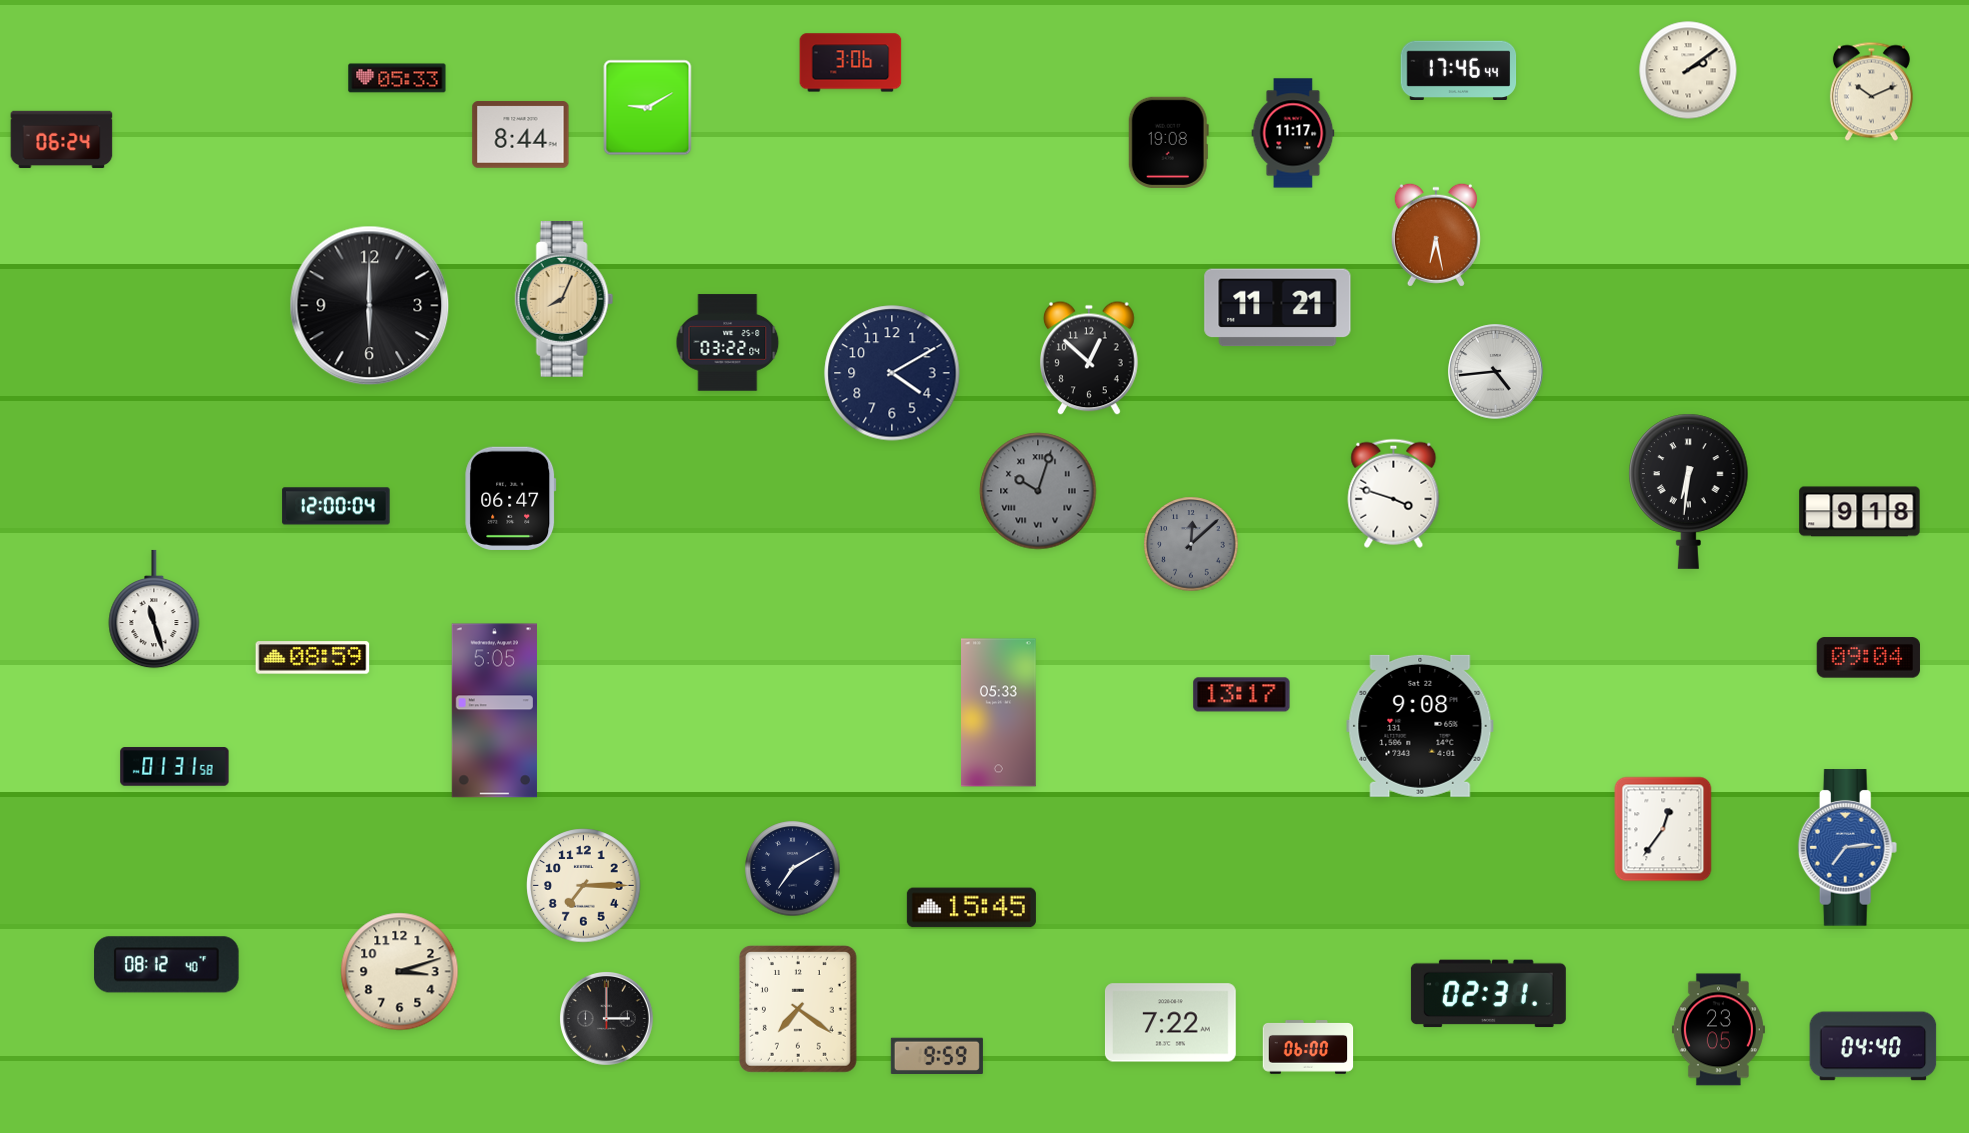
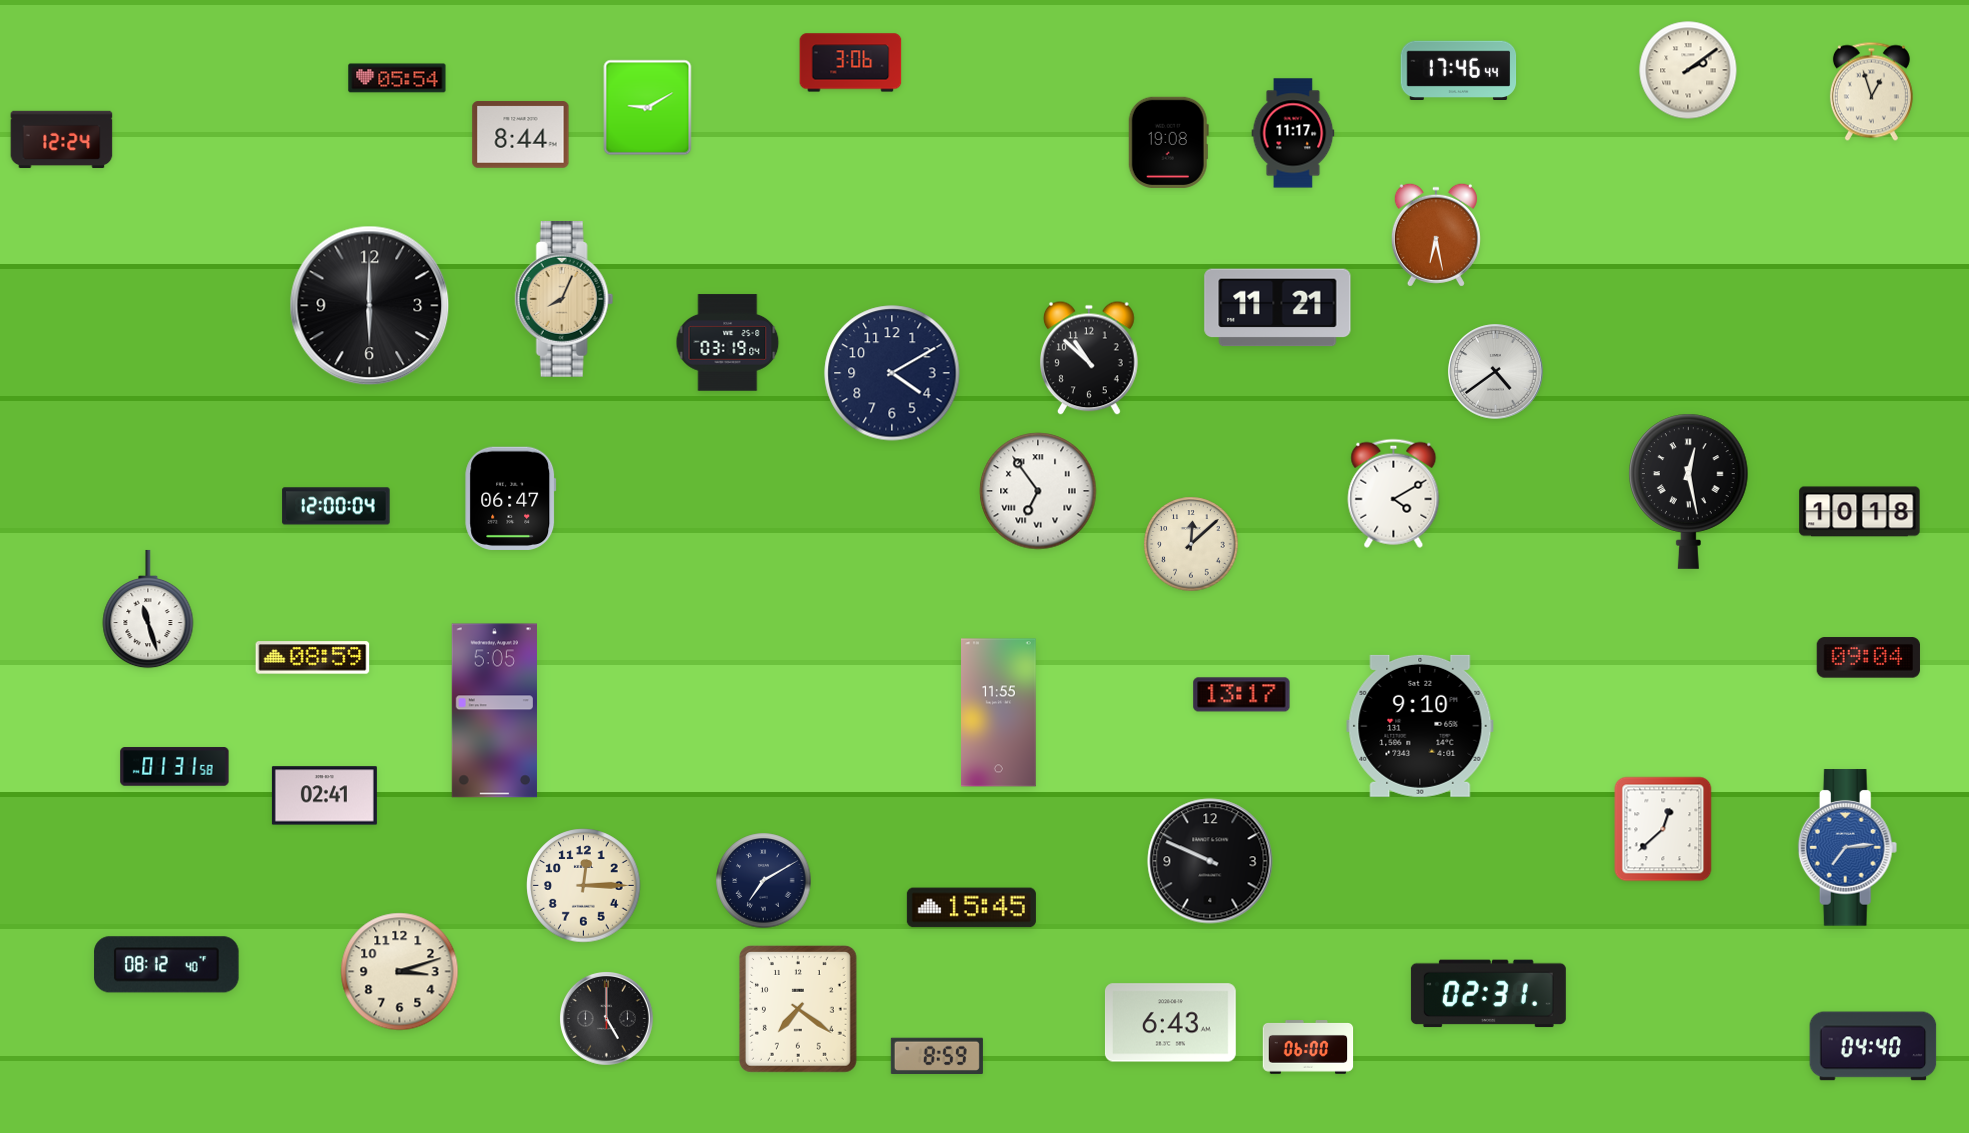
clock at (397, 78): 05:33 -> 05:54
clock at (1871, 92): 10:11 -> 12:57
clock at (62, 140): 06:24 -> 12:24
clock at (728, 343): 03:22 -> 03:19
clock at (1090, 358): 12:52 -> 10:52
clock at (1496, 372): 4:44 -> 4:39
clock at (1038, 491): 10:03 -> 6:54
clock at (1038, 491) dial: grey -> white
clock at (1689, 491): 6:31 -> 12:28
clock at (1394, 493): 3:48 -> 4:10
clock at (1860, 512): 9:18 -> 10:18
clock at (1191, 544) dial: grey -> cream
clock at (154, 609) position: (154, 609) -> (148, 609)
clock at (999, 713): 05:33 -> 11:55
clock at (1420, 726): 9:08 -> 9:10
clock at (324, 796): none -> 02:41
clock at (1663, 829): 12:36 -> 12:38
clock at (1210, 861): none -> 9:49
clock at (793, 869) position: (793, 869) -> (764, 881)
clock at (584, 886): 7:15 -> 12:15
clock at (607, 1019): 3:00 -> 5:00
clock at (1170, 1023): 7:22 -> 6:43
clock at (1718, 1030): 23:05 -> none
clock at (937, 1055): 9:59 -> 8:59
